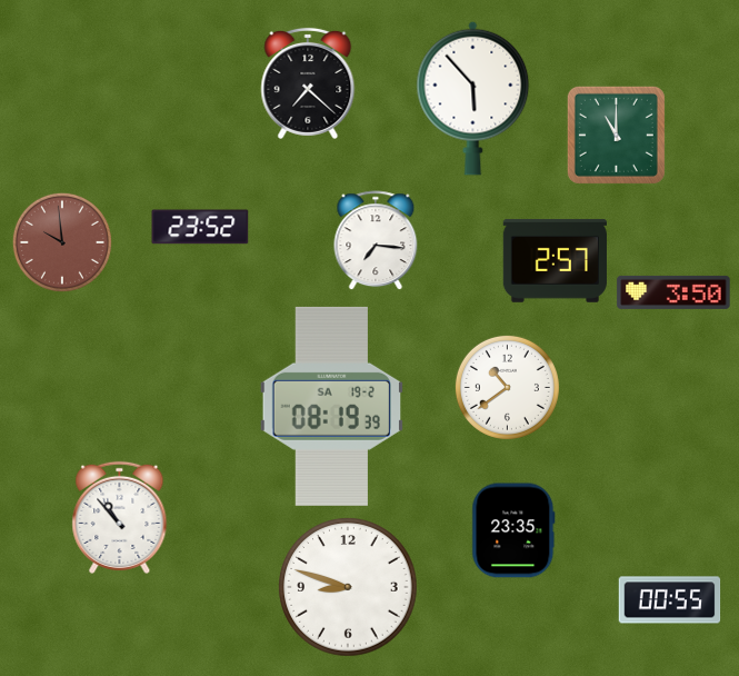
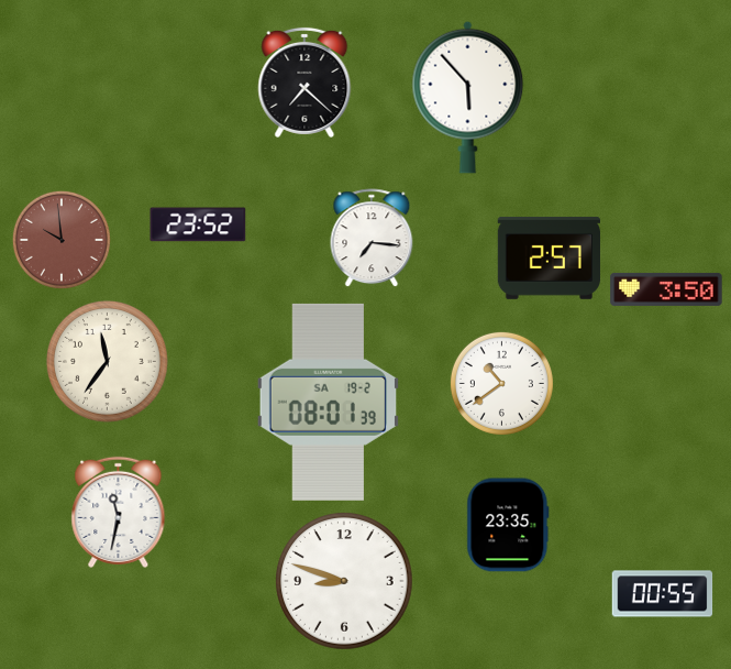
clock at (616, 135): 11:00 -> none
clock at (107, 361): none -> 11:36
clock at (331, 406): 08:19 -> 08:01
clock at (120, 517): 10:53 -> 11:32
